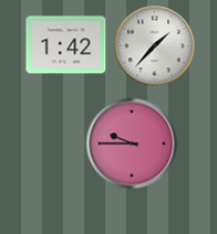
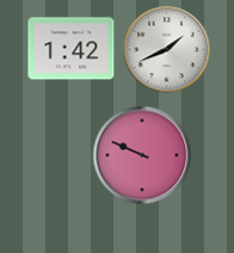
clock at (155, 46): 1:37 -> 1:41
clock at (132, 143): 9:45 -> 9:49
